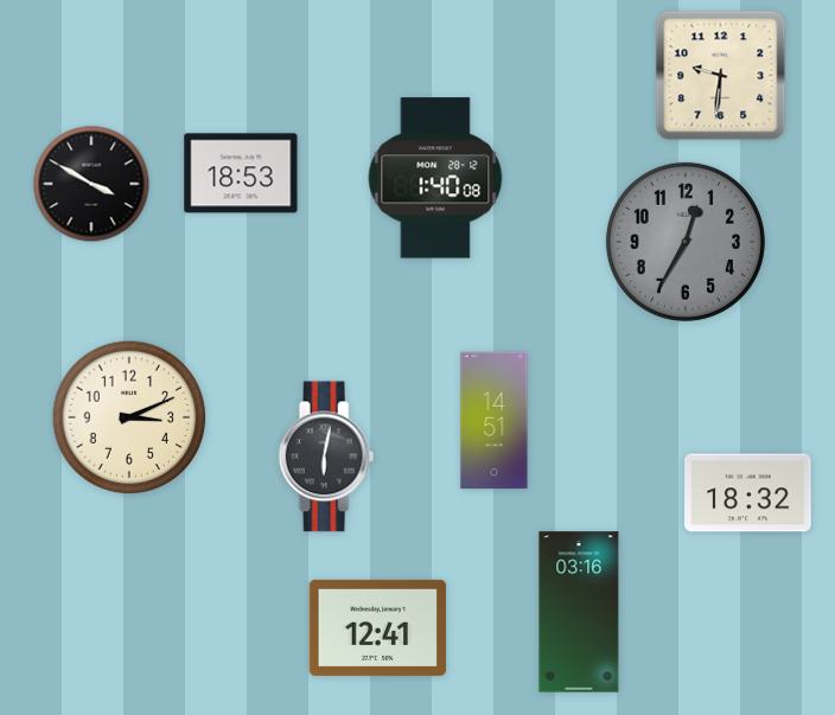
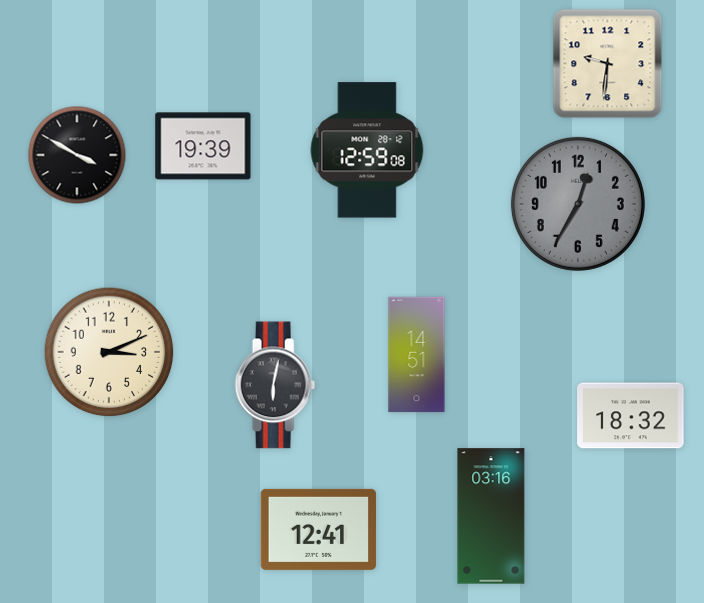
clock at (241, 173): 18:53 -> 19:39
clock at (435, 178): 1:40 -> 12:59
clock at (579, 612) position: (579, 612) -> (491, 516)
